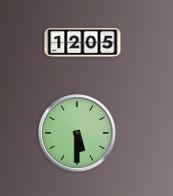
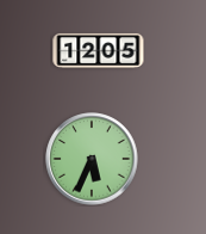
clock at (77, 133): 5:30 -> 5:34
